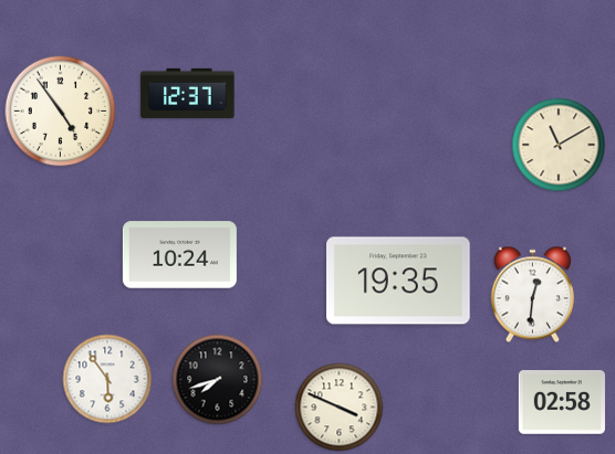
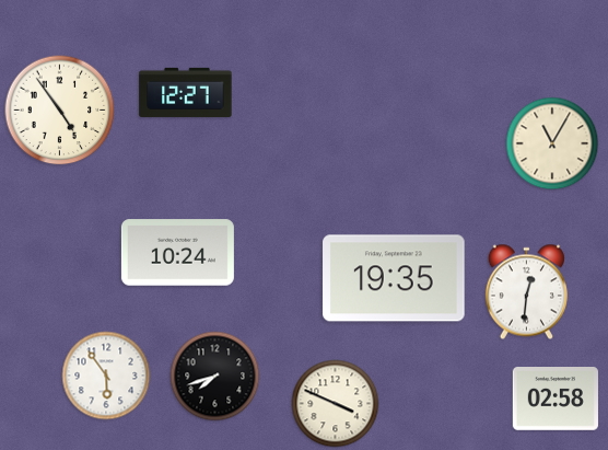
clock at (188, 93): 12:37 -> 12:27
clock at (559, 145): 11:10 -> 11:05
